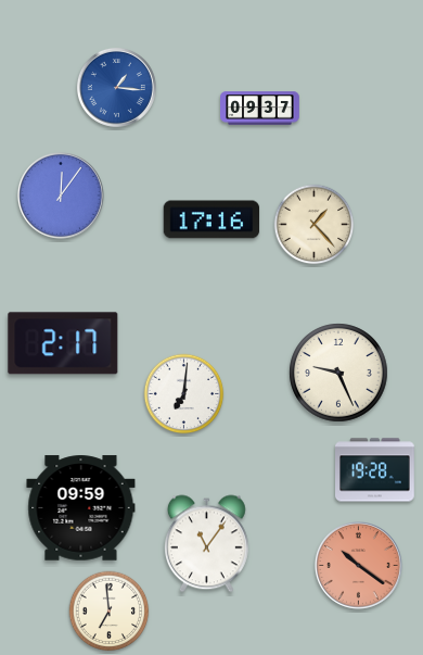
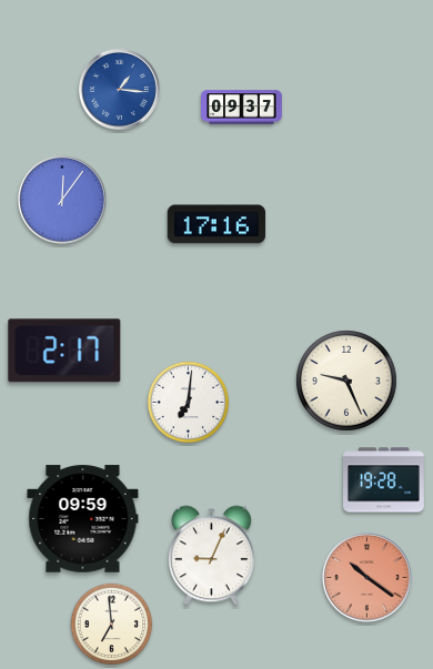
clock at (260, 109) position: (260, 109) -> (242, 108)
clock at (315, 225): 1:23 -> none
clock at (206, 544): 11:06 -> 9:04
